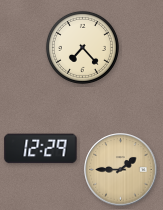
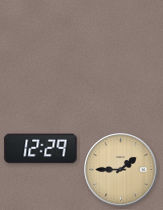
clock at (82, 47): 7:23 -> none
